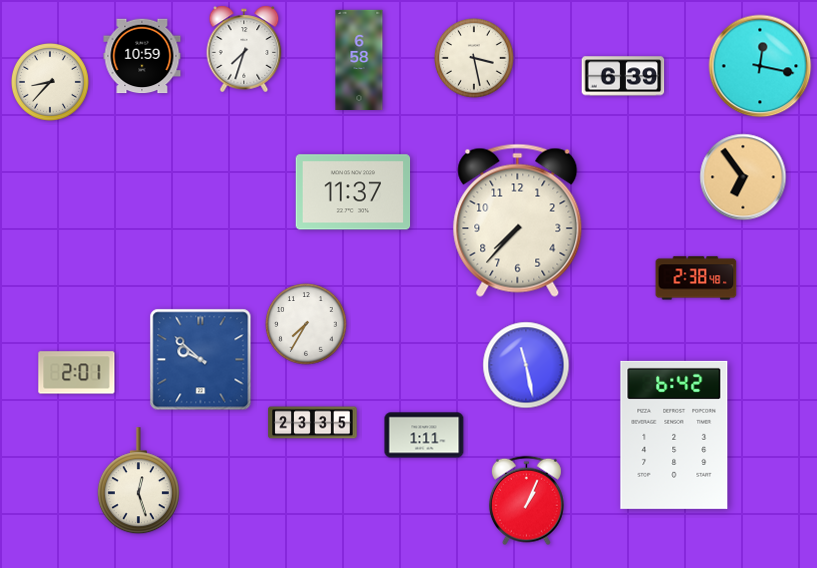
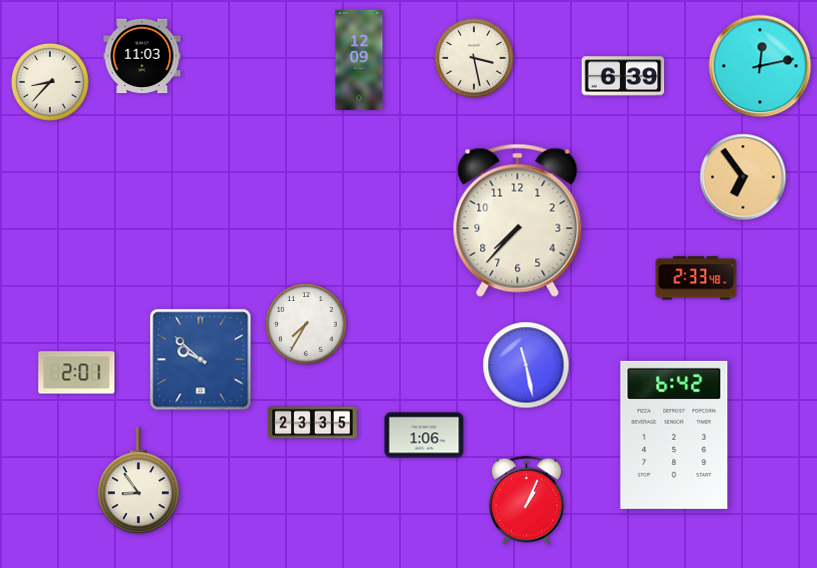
clock at (244, 49): 7:33 -> none
clock at (142, 56): 10:59 -> 11:03
clock at (359, 59): 6:58 -> 12:09
clock at (760, 66): 12:17 -> 12:13
clock at (353, 192): 11:37 -> none
clock at (696, 278): 2:38 -> 2:33
clock at (424, 435): 1:11 -> 1:06
clock at (138, 481): 12:27 -> 8:54
